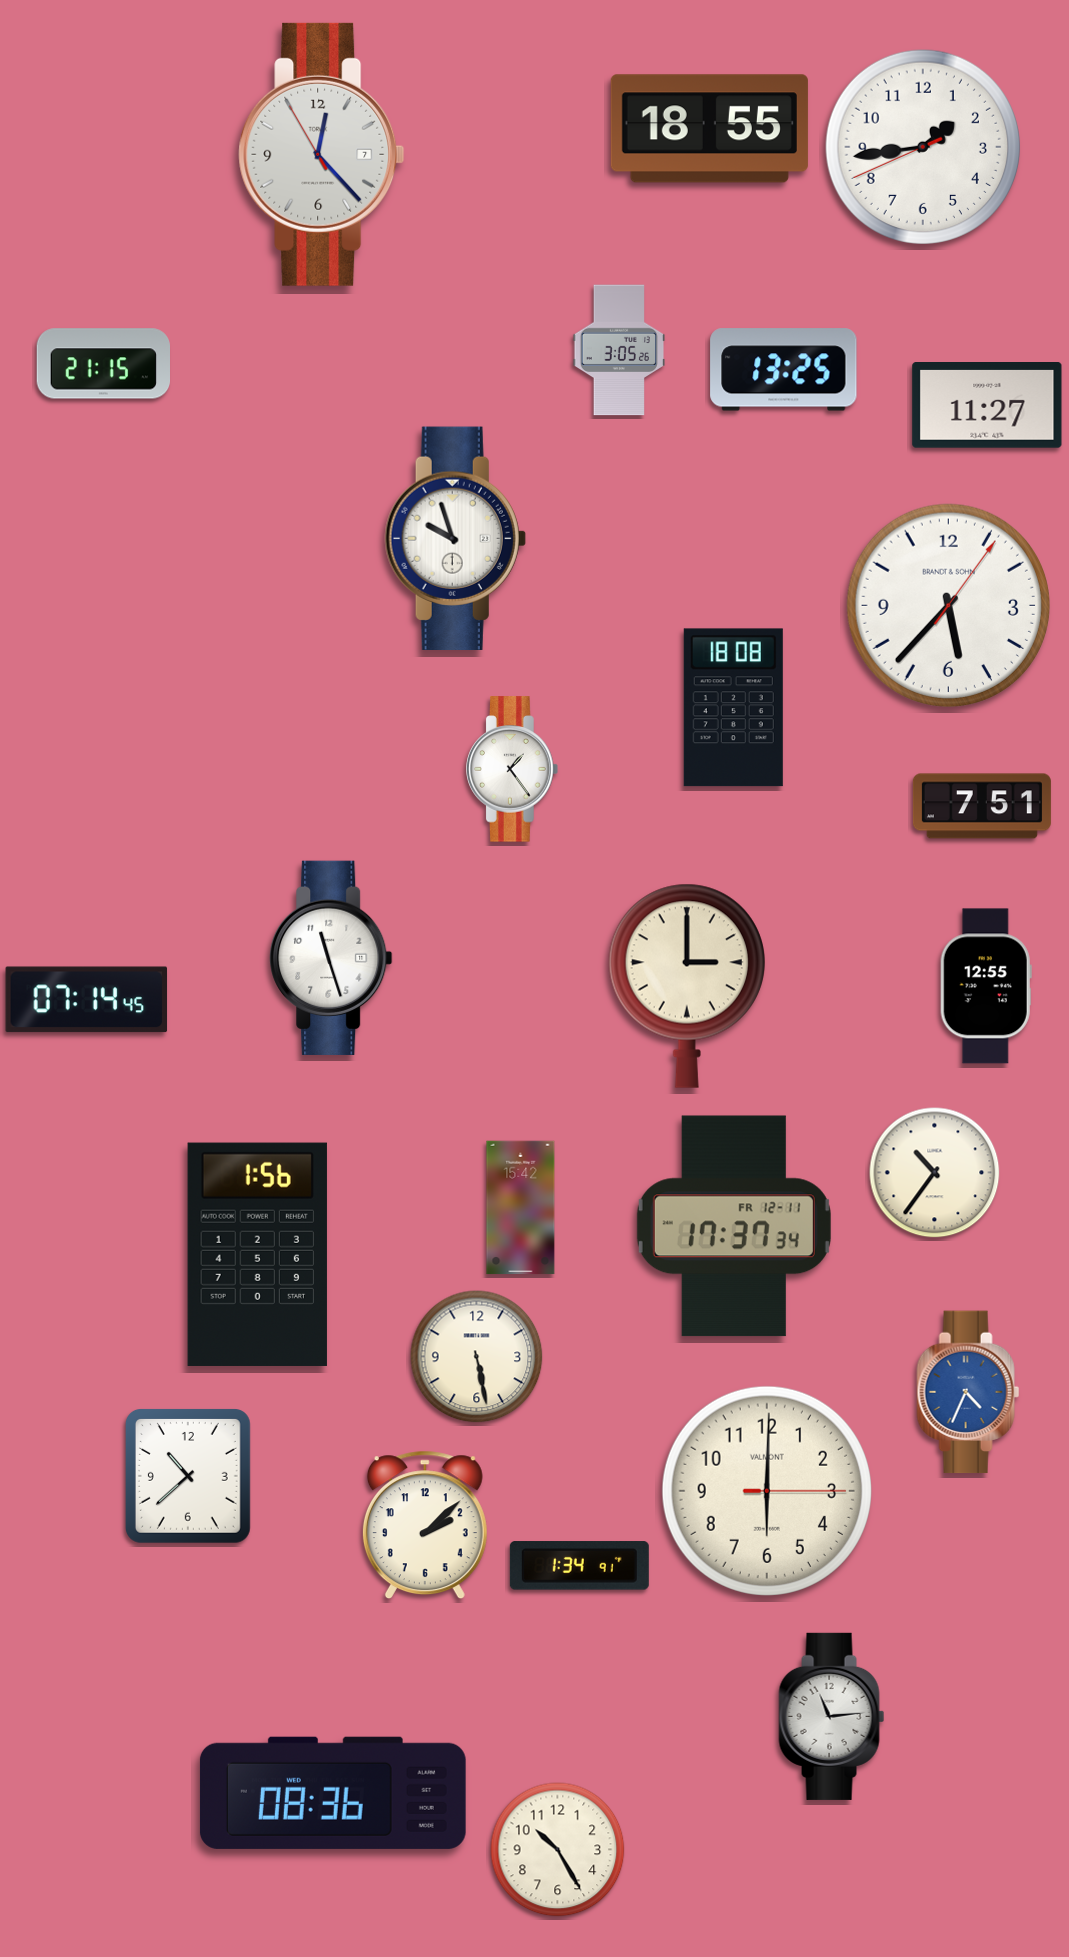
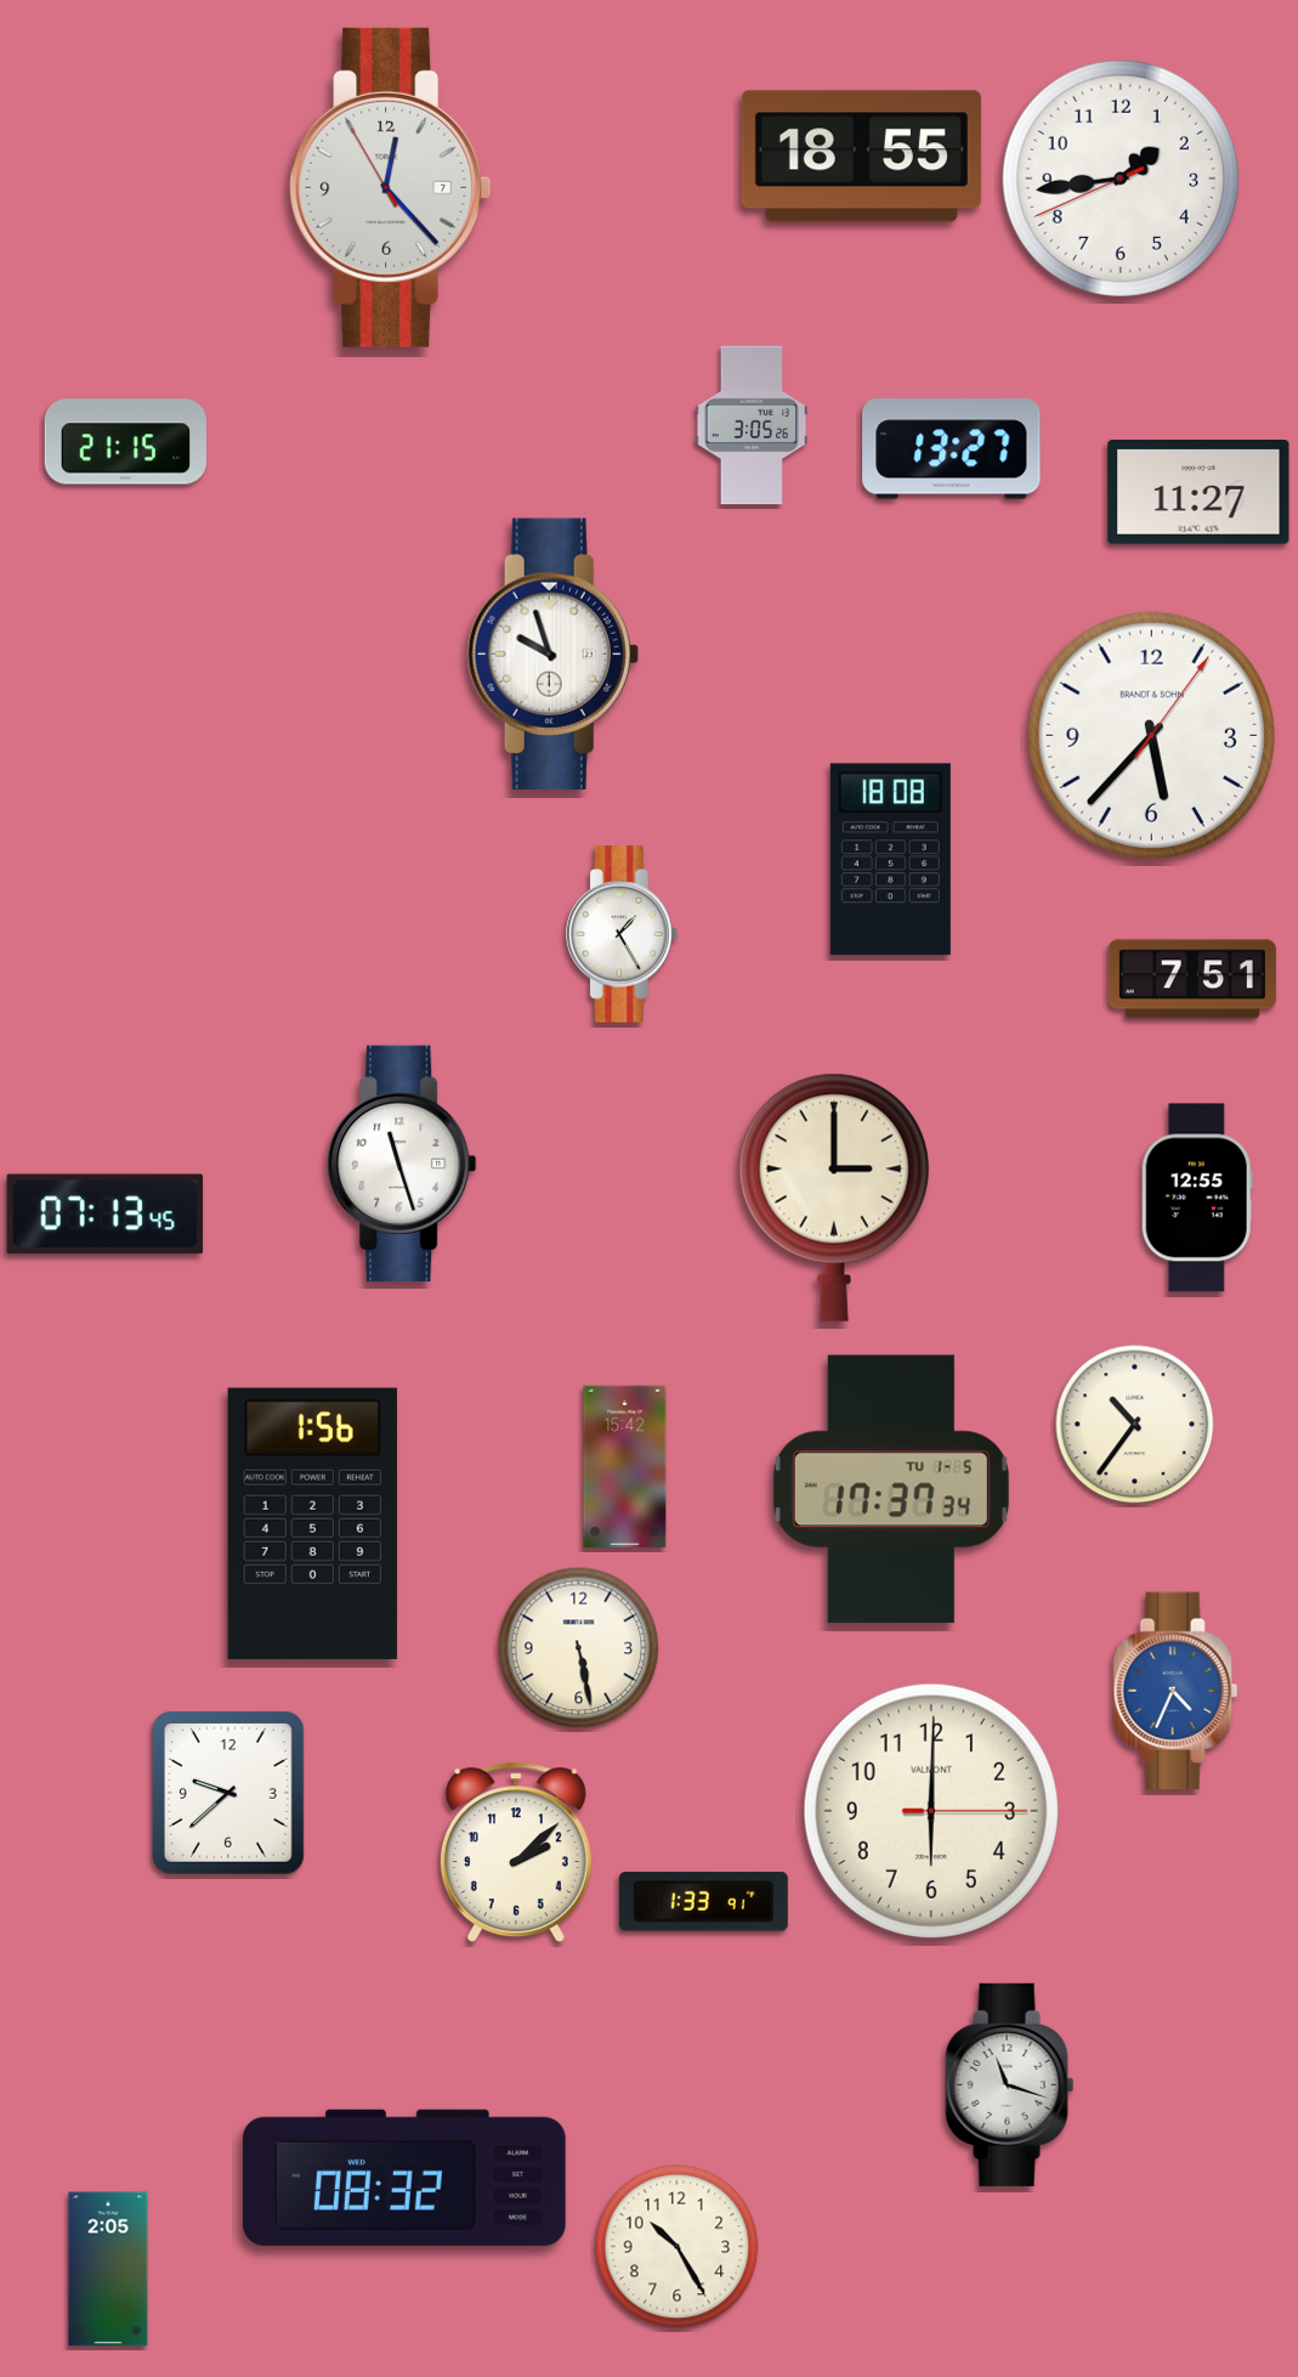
clock at (784, 370): 13:25 -> 13:27
clock at (512, 769): 1:24 -> 1:25
clock at (87, 1000): 07:14 -> 07:13
clock at (521, 1208) position: (521, 1208) -> (625, 1467)
clock at (734, 1226) date: FR 12-11 -> TU 1-5
clock at (188, 1477): 10:38 -> 9:38
clock at (579, 1566): 1:34 -> 1:33
clock at (832, 1716): 11:14 -> 11:18
clock at (333, 1793): 08:36 -> 08:32
clock at (108, 2269): none -> 2:05
